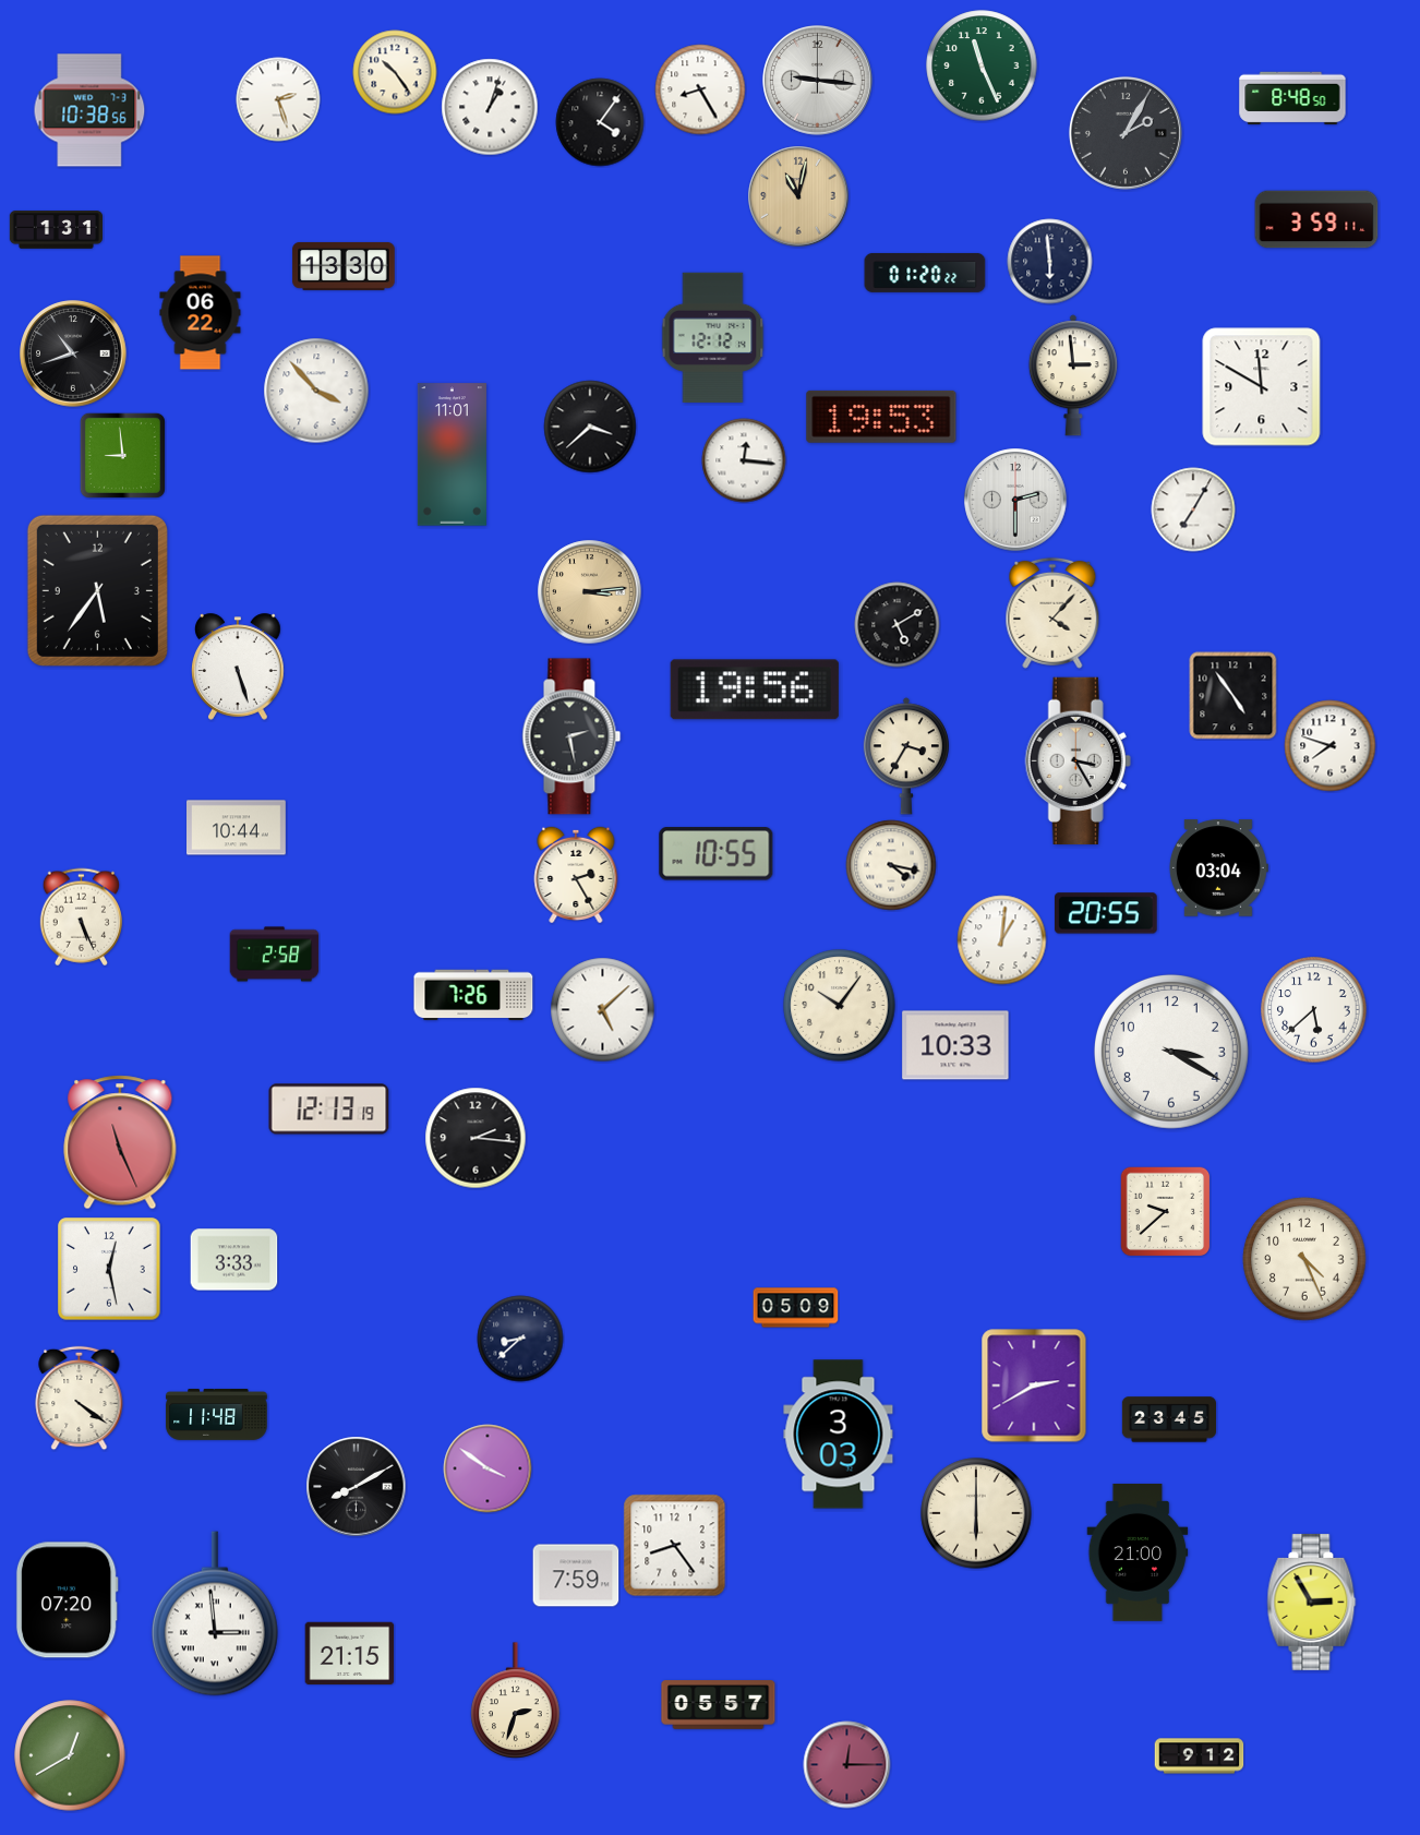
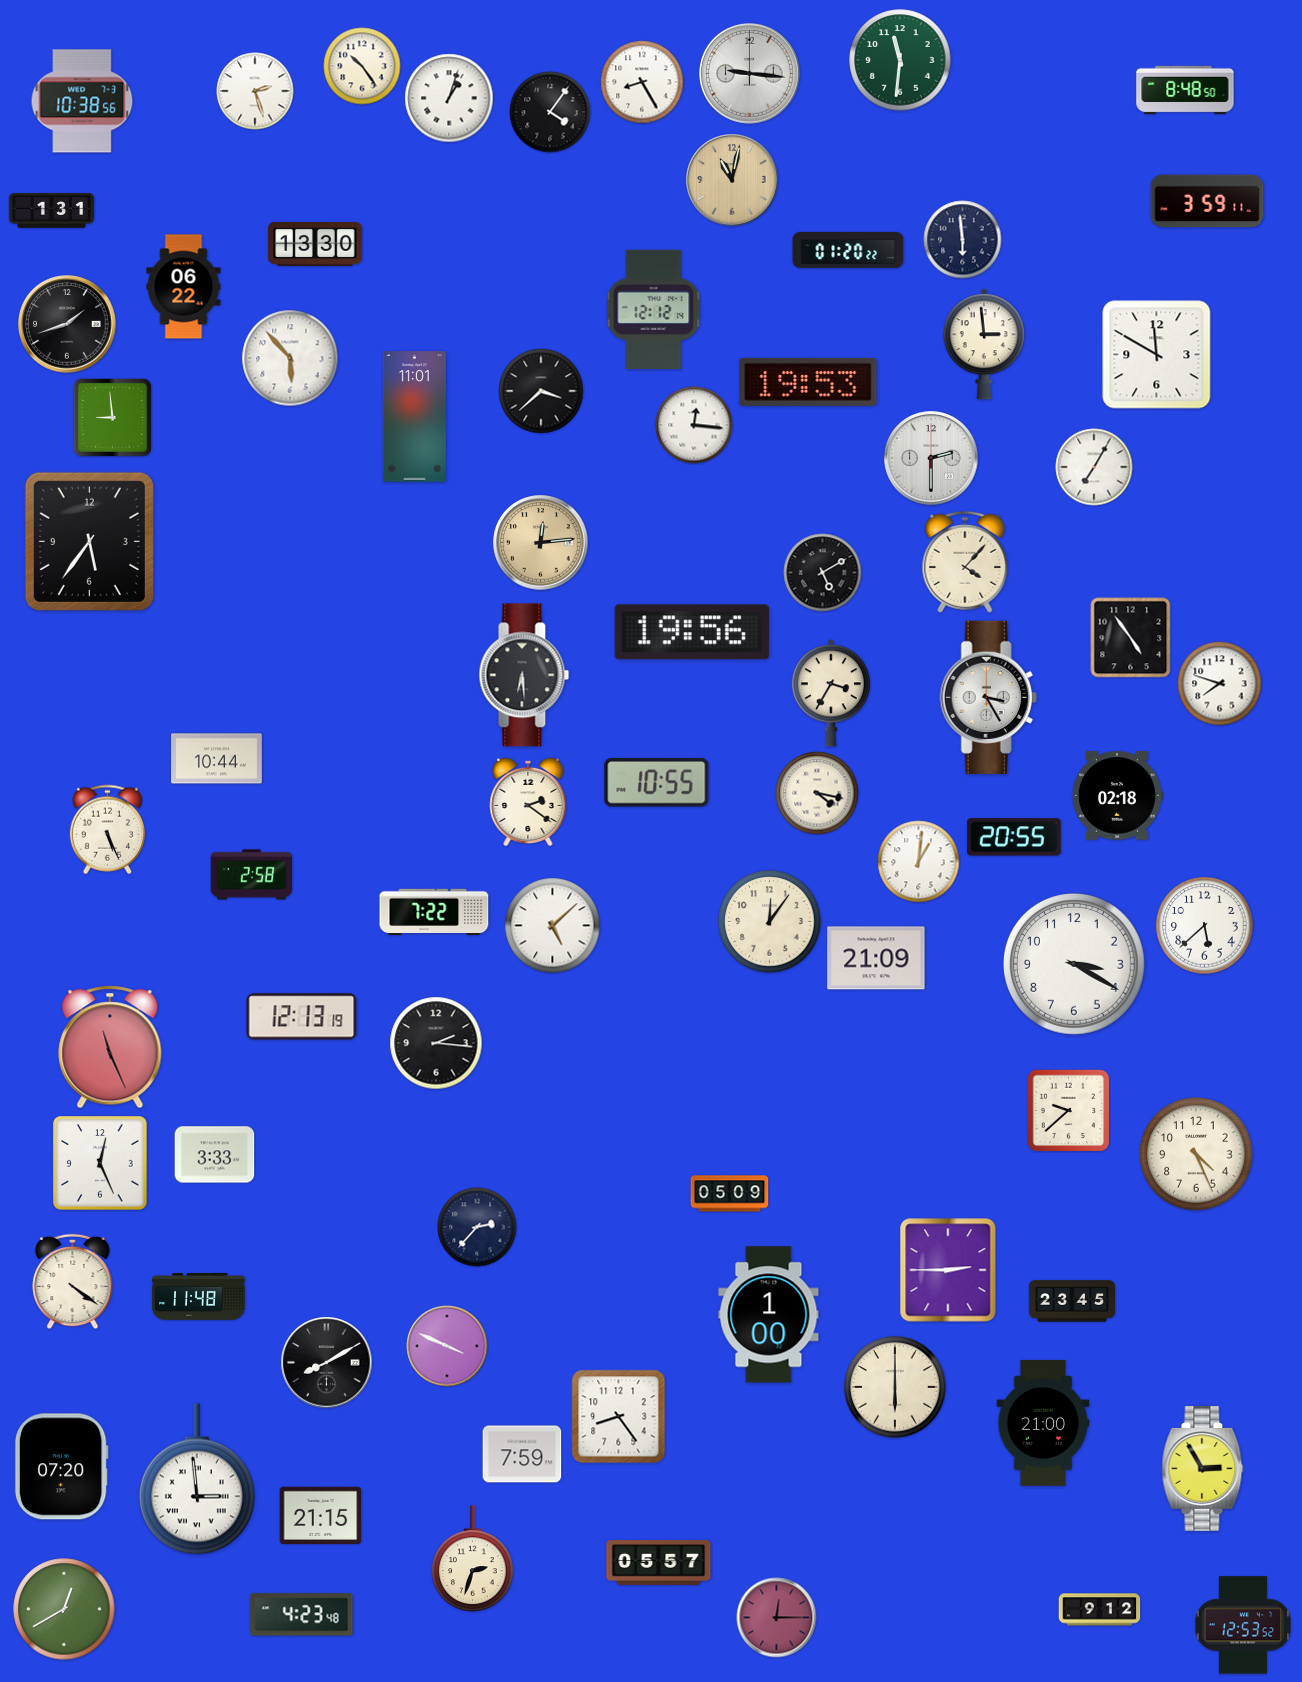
clock at (982, 65): 11:26 -> 11:31
clock at (1126, 133): 2:05 -> none
clock at (73, 353): 10:42 -> 1:42
clock at (316, 391): 3:53 -> 5:53
clock at (744, 460) position: (744, 460) -> (694, 425)
clock at (590, 592): 3:14 -> 12:14
clock at (239, 667): 5:27 -> none
clock at (571, 736): 2:28 -> 6:29
clock at (1219, 868): 03:04 -> 02:18
clock at (576, 874): 2:25 -> 2:21
clock at (81, 917) position: (81, 917) -> (107, 830)
clock at (473, 995): 7:26 -> 7:22
clock at (840, 1006): 10:06 -> 12:06
clock at (955, 1045): 10:33 -> 21:09
clock at (109, 1269): 12:28 -> 12:26
clock at (796, 1308) position: (796, 1308) -> (730, 1194)
clock at (520, 1339): 8:38 -> 2:37
clock at (1034, 1386): 2:40 -> 2:45
clock at (839, 1435): 3:03 -> 1:00
clock at (488, 1468): 3:51 -> 3:49
clock at (576, 1575) position: (576, 1575) -> (522, 1454)
clock at (302, 1615): none -> 4:23
clock at (1242, 1625): none -> 12:53
